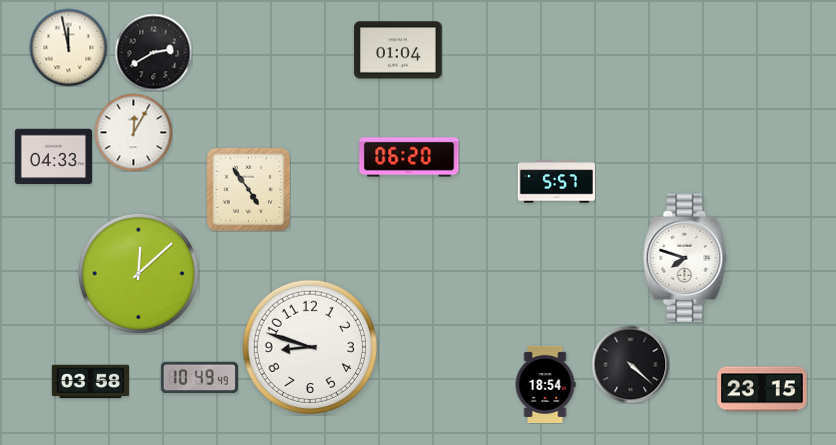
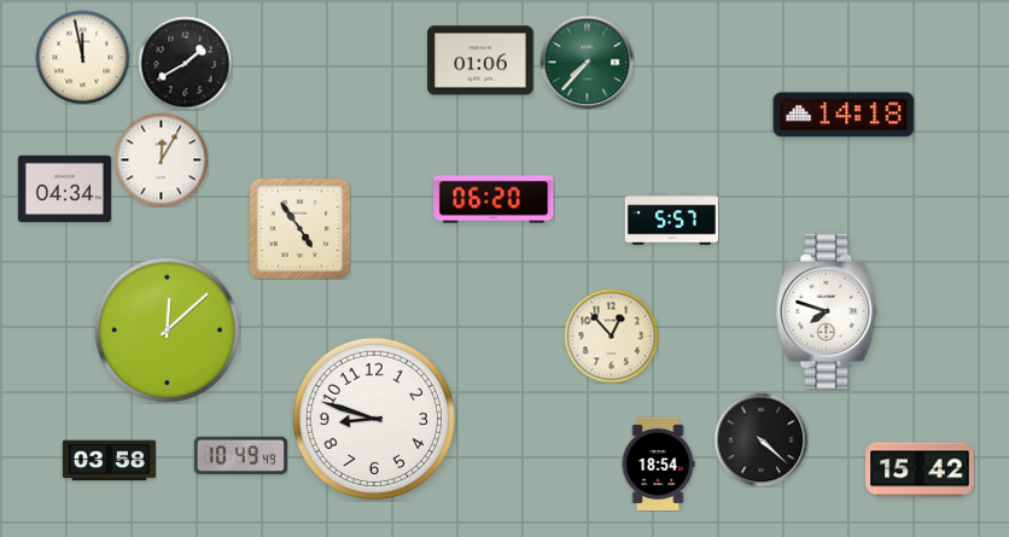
clock at (398, 50): 01:04 -> 01:06
clock at (587, 62): none -> 7:37
clock at (153, 52): 2:40 -> 1:40
clock at (844, 115): none -> 14:18
clock at (53, 157): 04:33 -> 04:34
clock at (409, 157) position: (409, 157) -> (494, 199)
clock at (611, 335): none -> 12:53
clock at (762, 389): 23:15 -> 15:42
